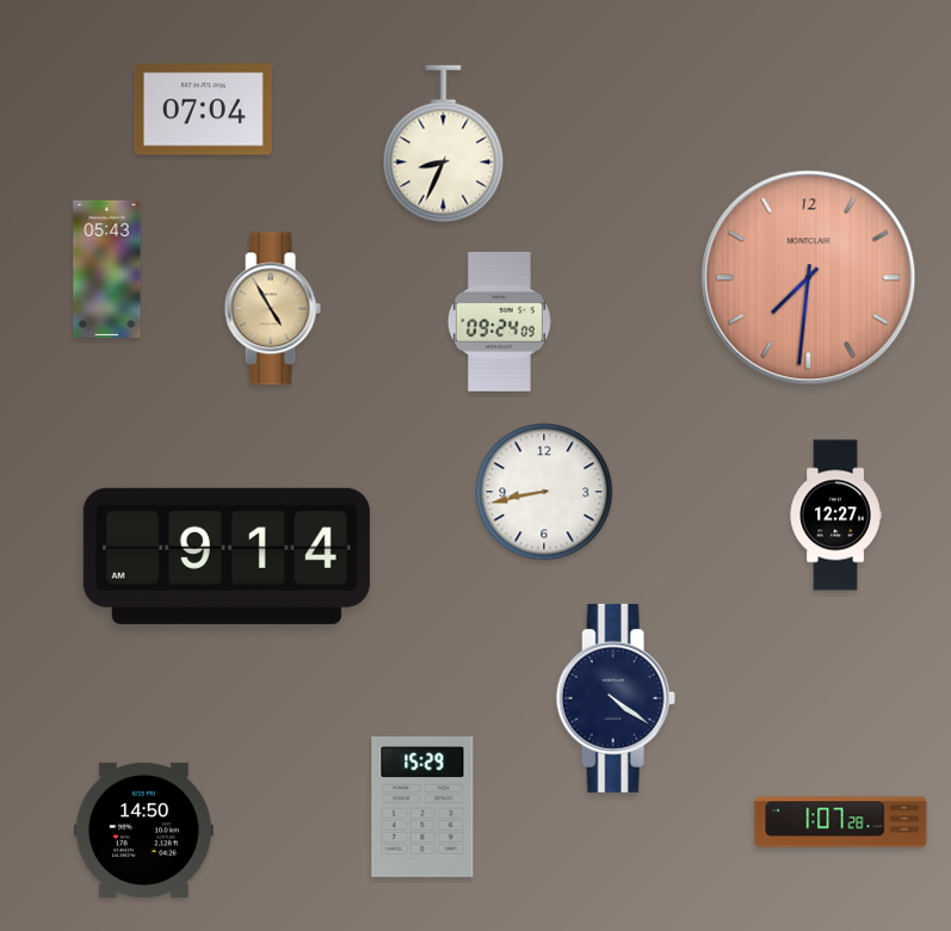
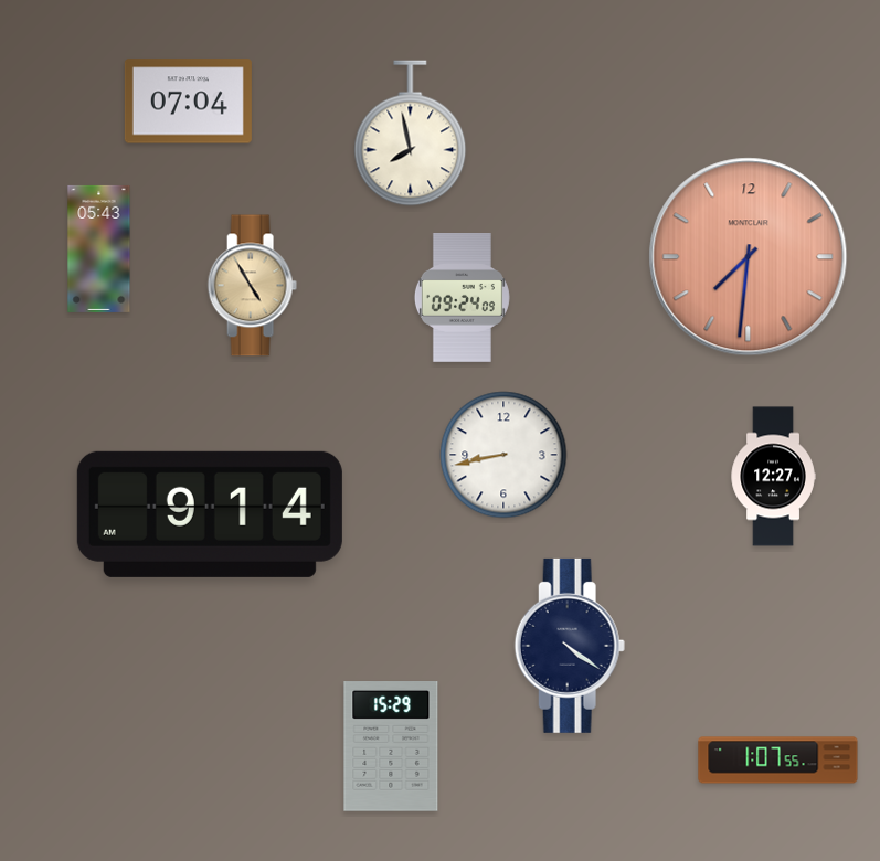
clock at (444, 144): 8:34 -> 7:58
clock at (841, 822): 1:07:28 -> 1:07:55
clock at (143, 830): 14:50 -> none
